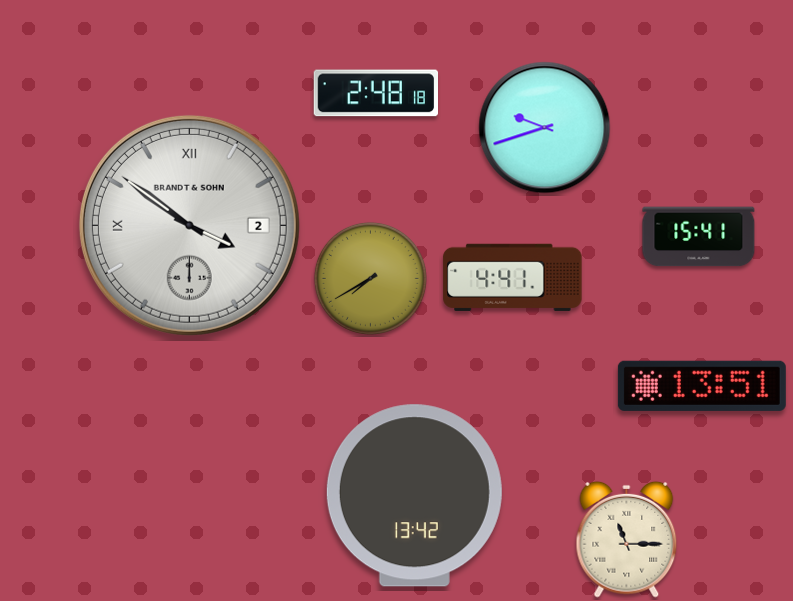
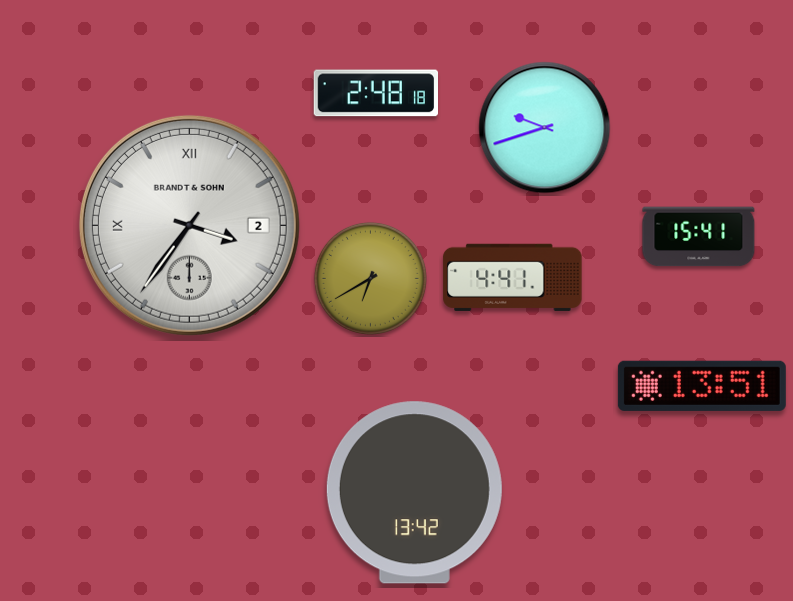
clock at (189, 225): 3:51 -> 3:36
clock at (370, 278): 7:40 -> 6:40
clock at (414, 496) position: (414, 496) -> (414, 493)
clock at (627, 539): 11:15 -> none
